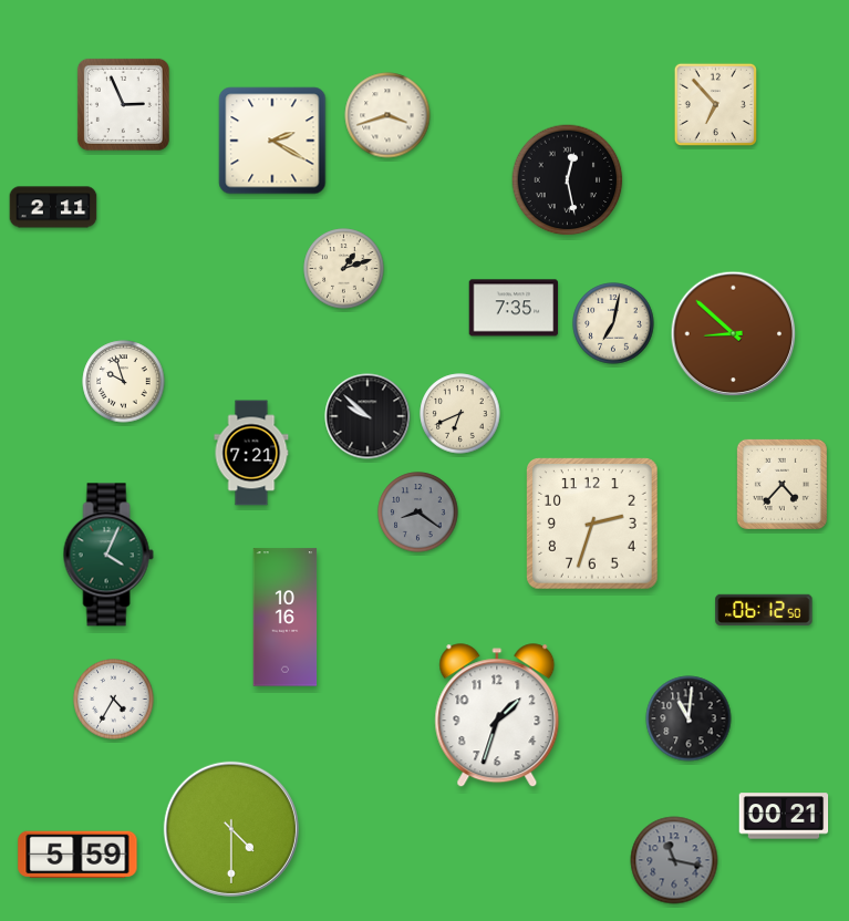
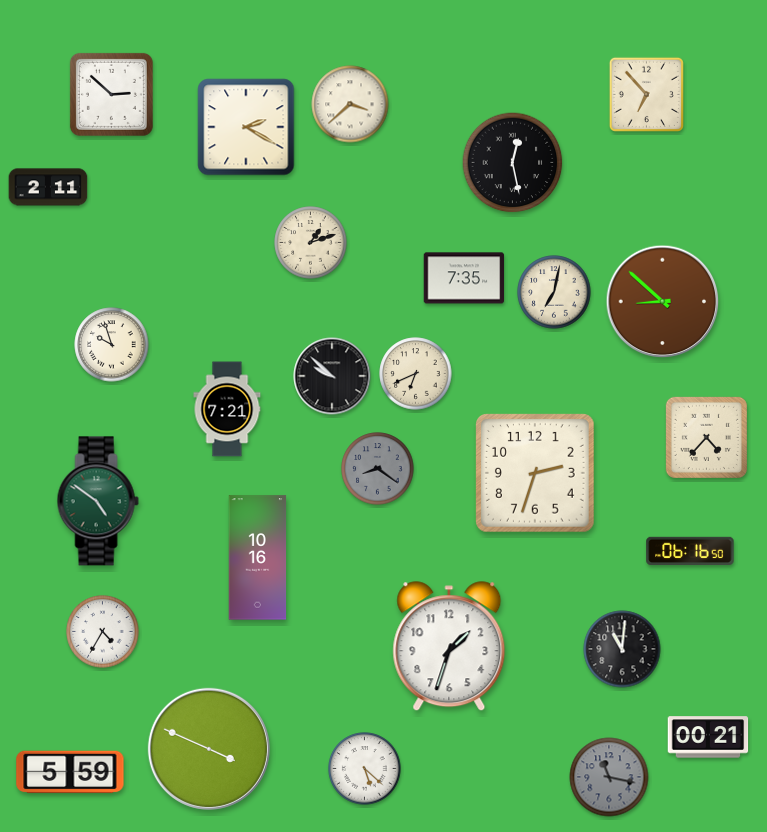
clock at (123, 104): 2:56 -> 2:52
clock at (387, 115): 3:42 -> 3:38
clock at (418, 513) position: (418, 513) -> (378, 469)
clock at (108, 555): 4:04 -> 4:51
clock at (764, 610): 06:12 -> 06:16
clock at (231, 829): 4:30 -> 3:49
clock at (365, 769): none -> 5:22
